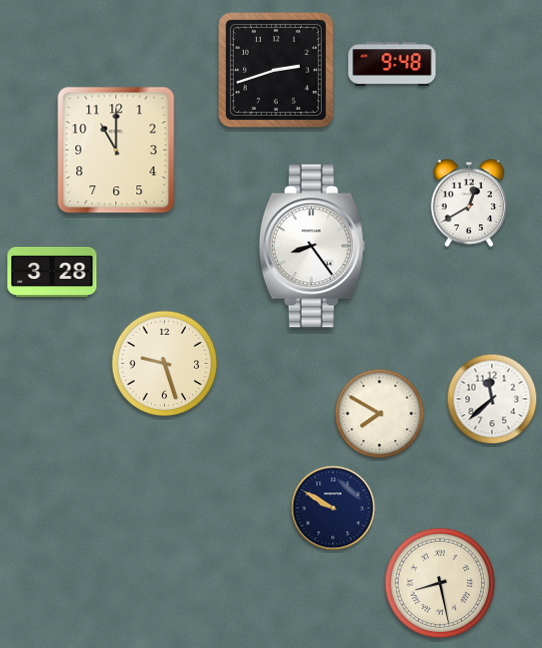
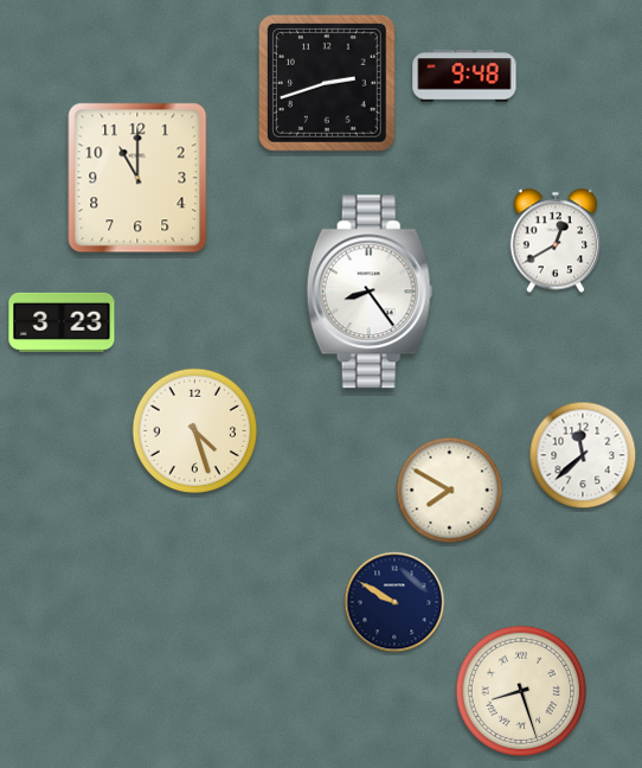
clock at (52, 272): 3:28 -> 3:23
clock at (165, 364): 9:27 -> 4:27
clock at (492, 399) position: (492, 399) -> (583, 455)
clock at (439, 582): 8:28 -> 8:27
